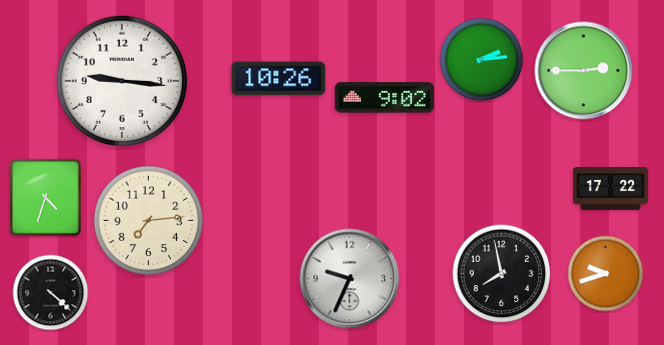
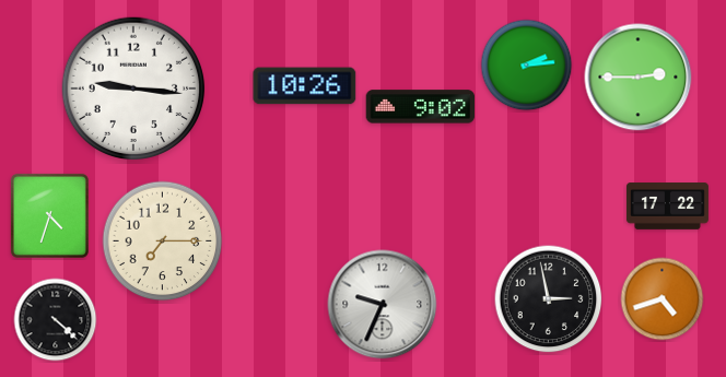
clock at (149, 221): 7:14 -> 7:15
clock at (502, 274): 7:58 -> 2:58
clock at (606, 274): 9:42 -> 4:42
